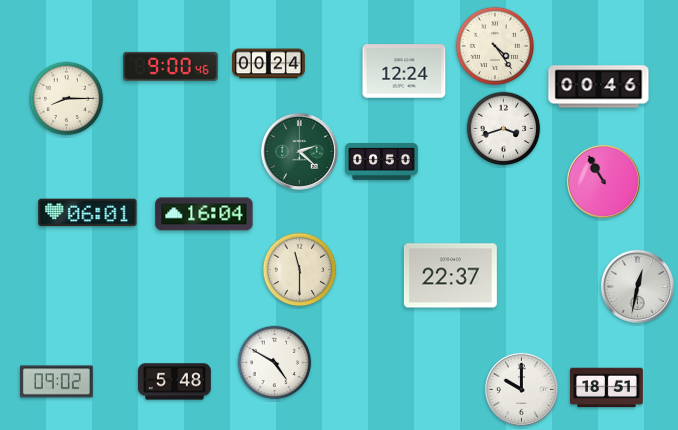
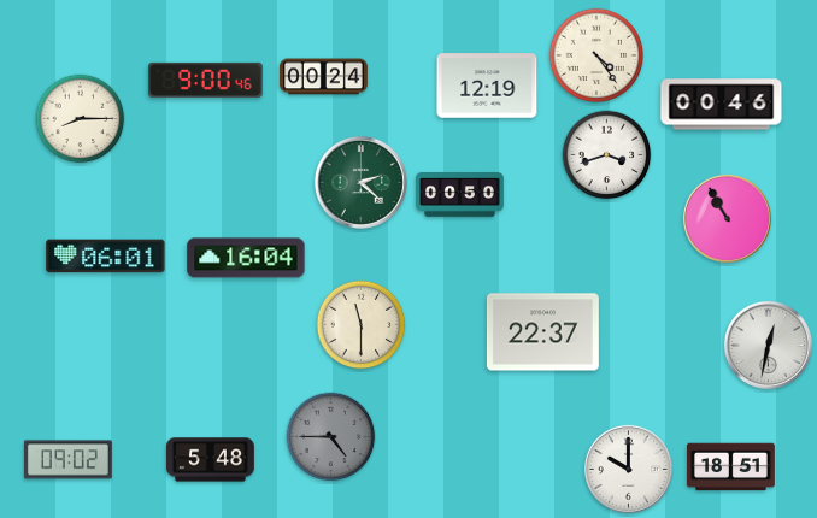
clock at (404, 71): 12:24 -> 12:19
clock at (275, 363): 4:50 -> 4:45
clock at (275, 363) dial: white -> grey
